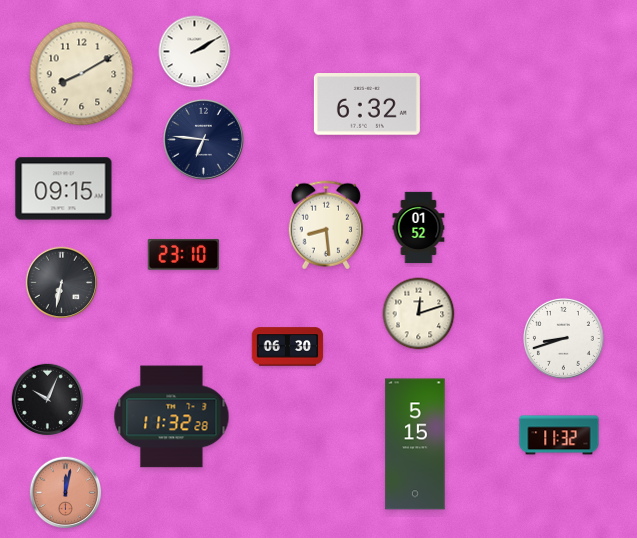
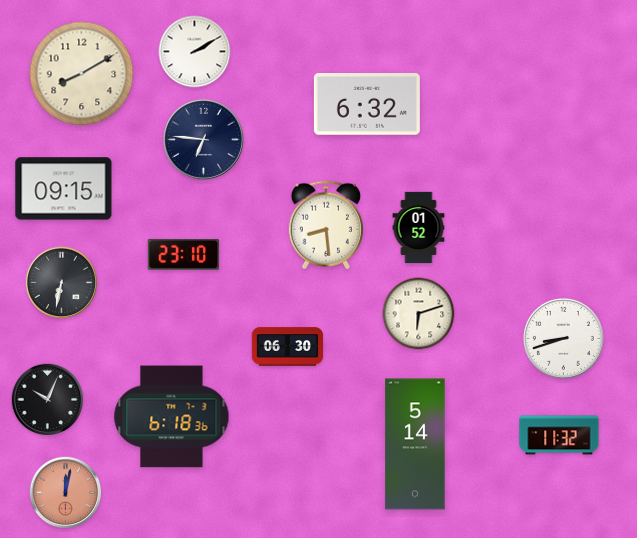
clock at (419, 314): 12:12 -> 6:12
clock at (172, 417): 11:32 -> 6:18
clock at (415, 444): 5:15 -> 5:14
